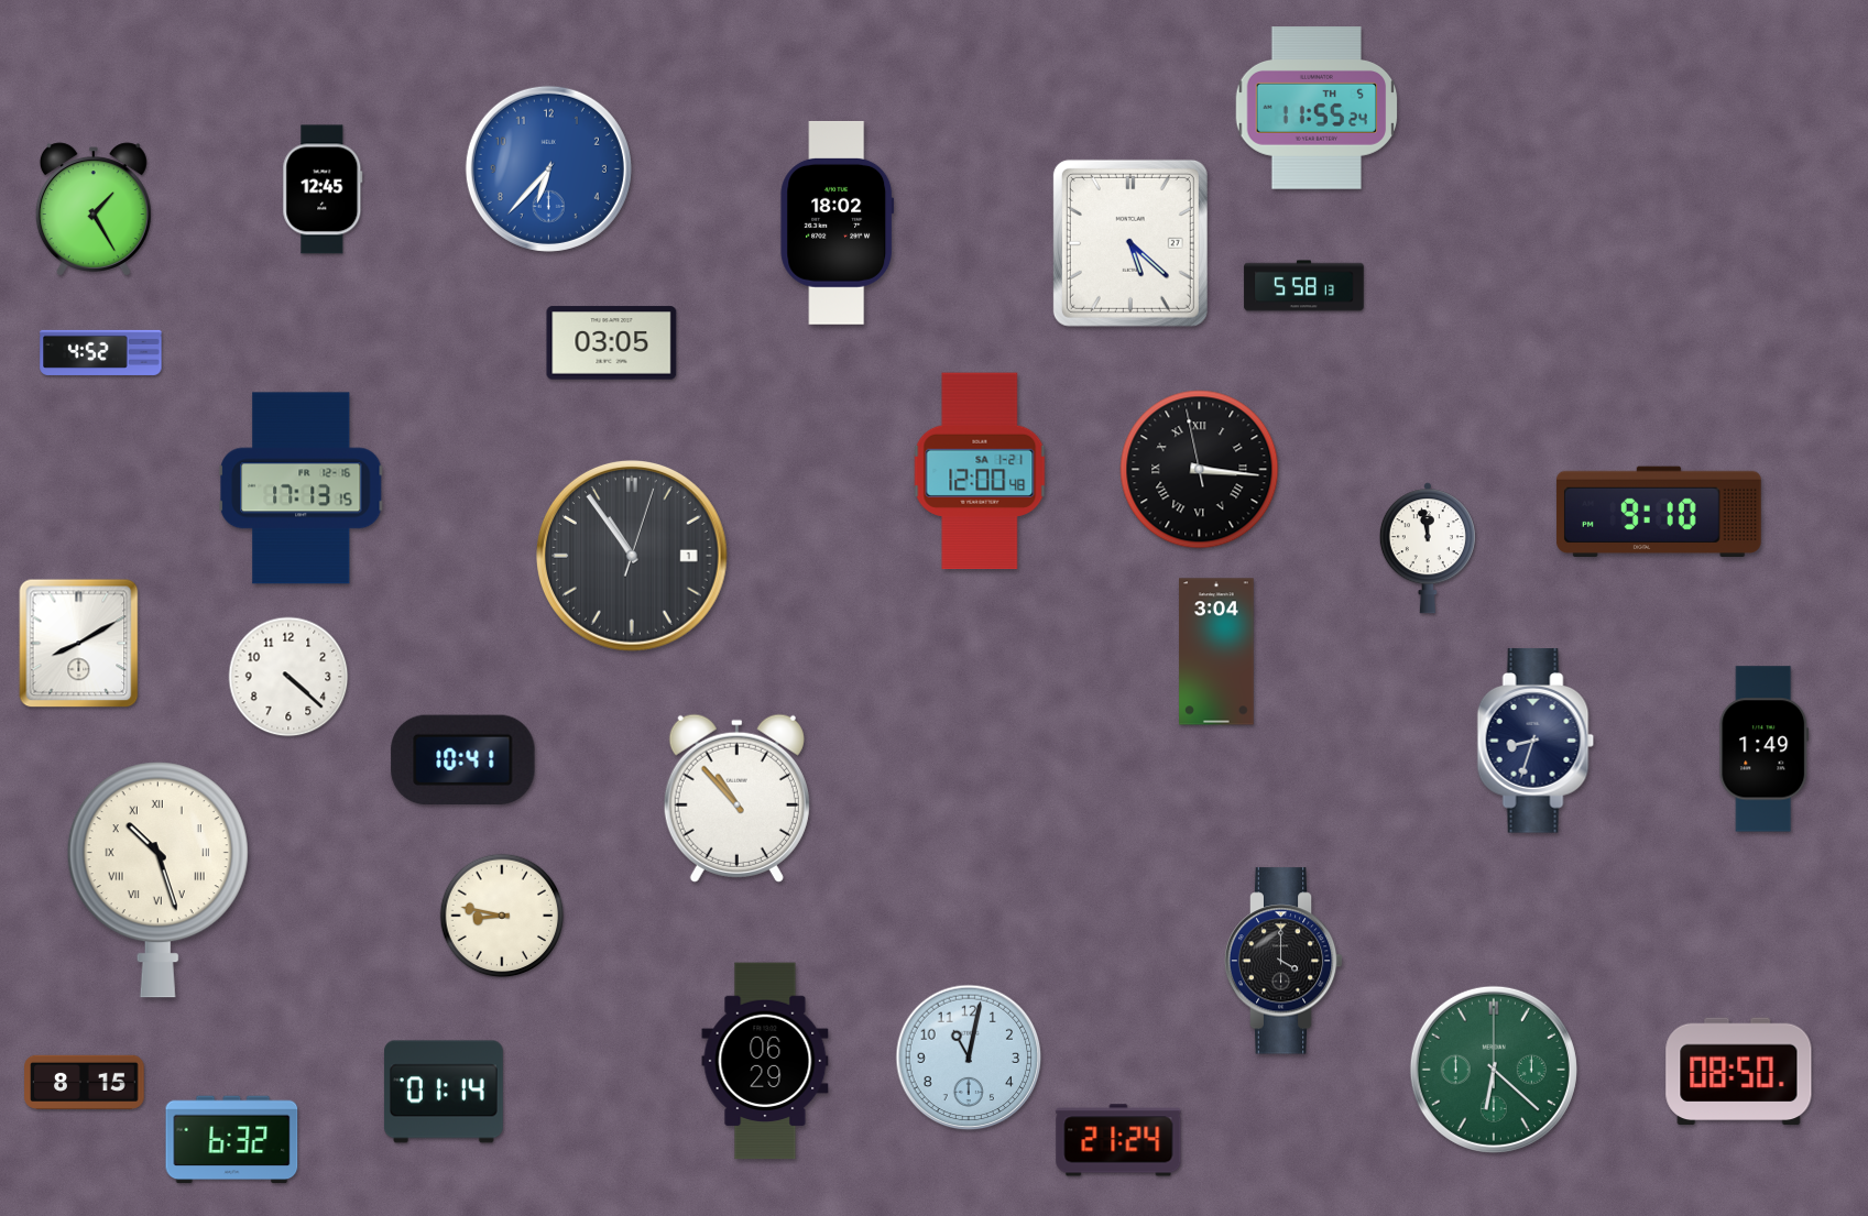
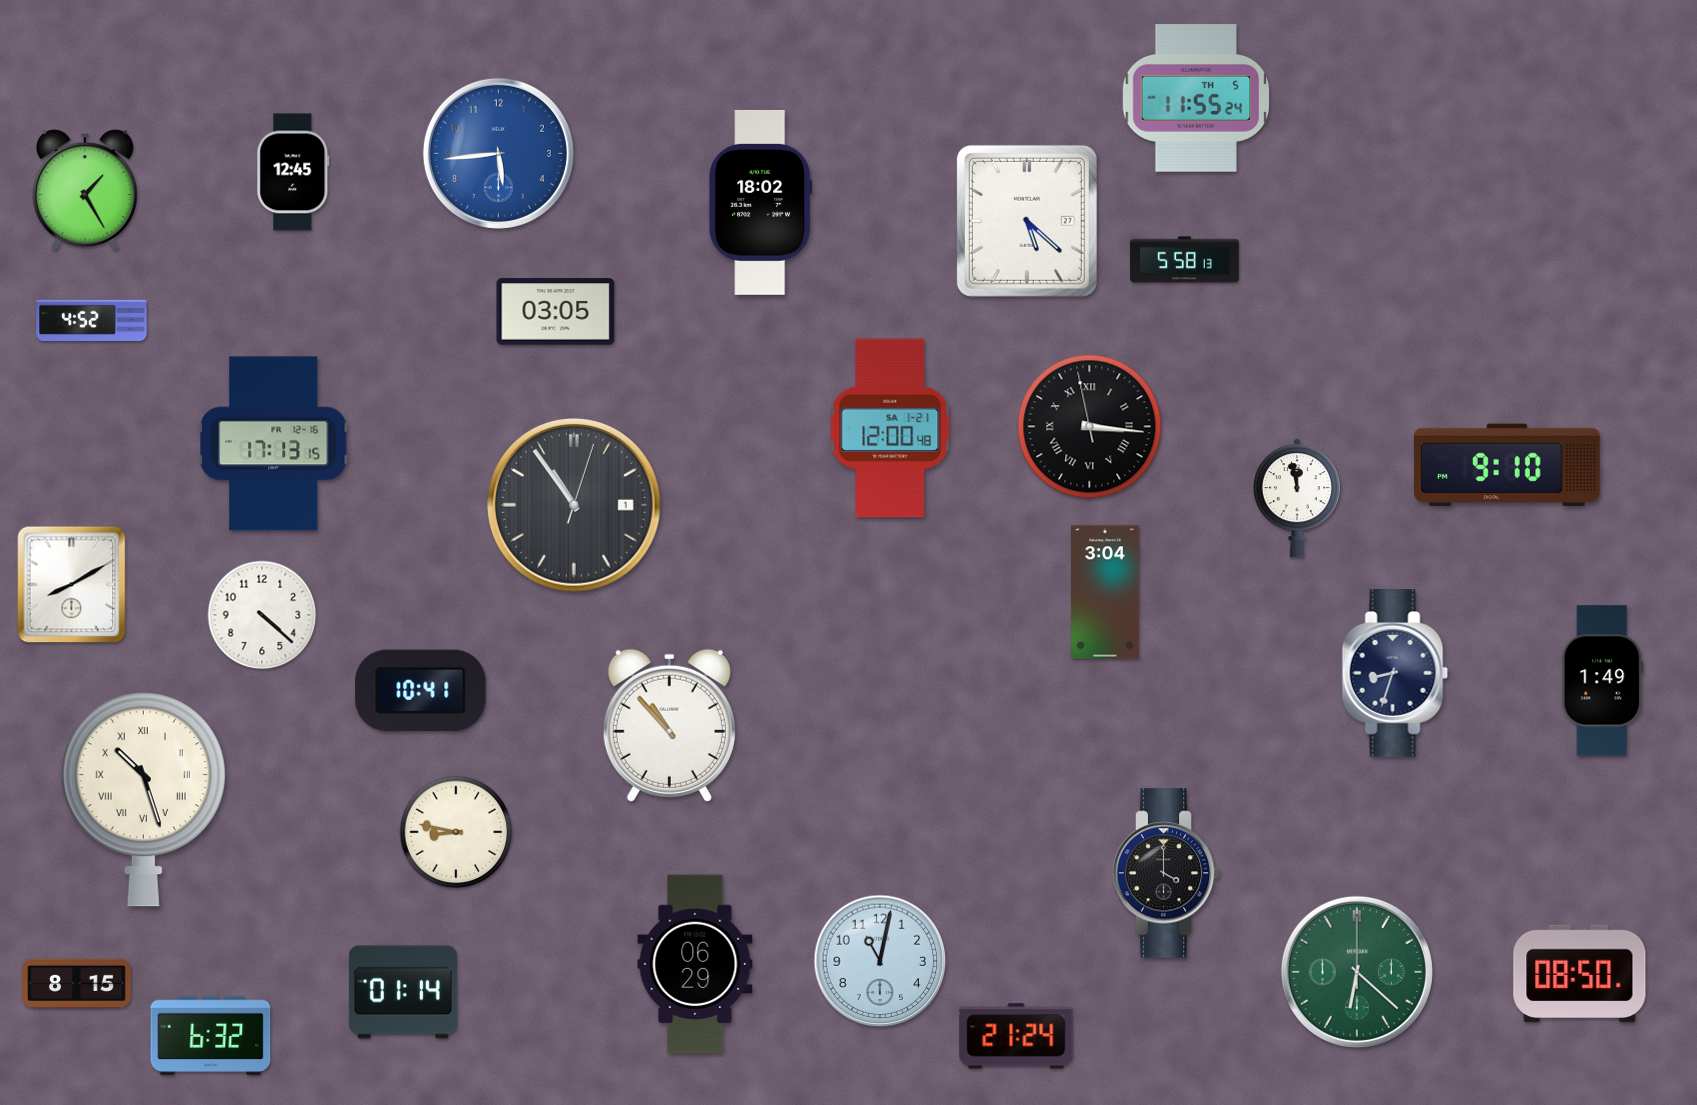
clock at (548, 168): 6:37 -> 5:44
